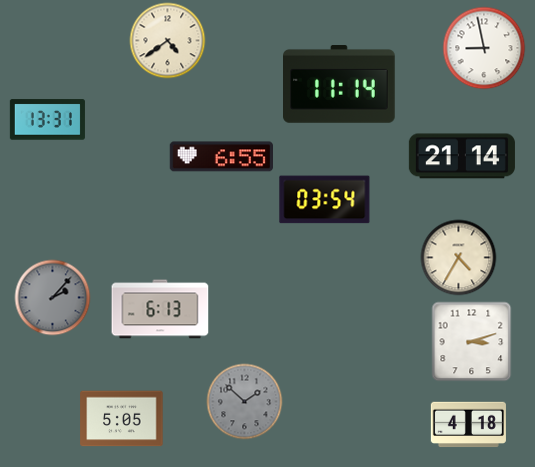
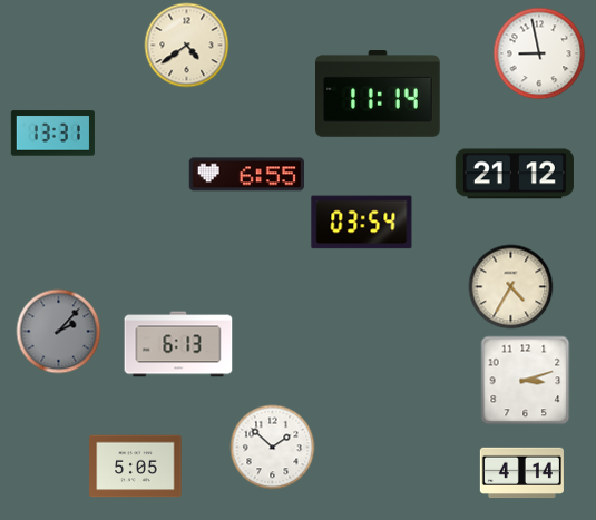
clock at (462, 156): 21:14 -> 21:12
clock at (245, 402) dial: grey -> white
clock at (468, 425): 4:18 -> 4:14
